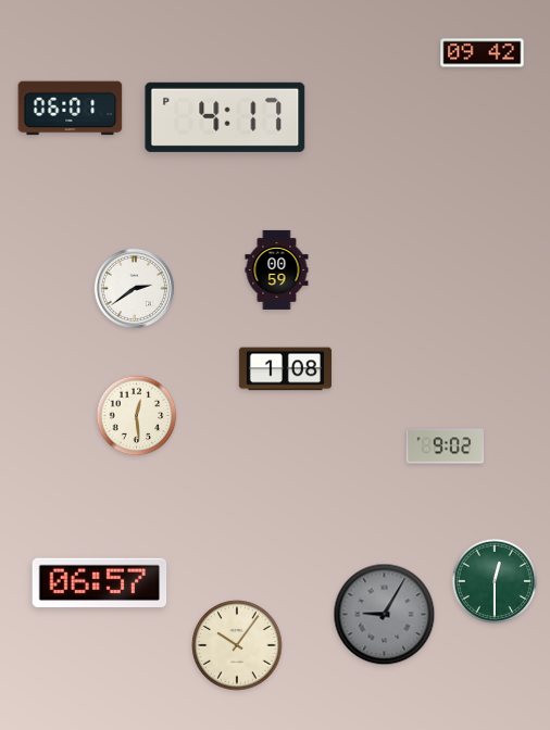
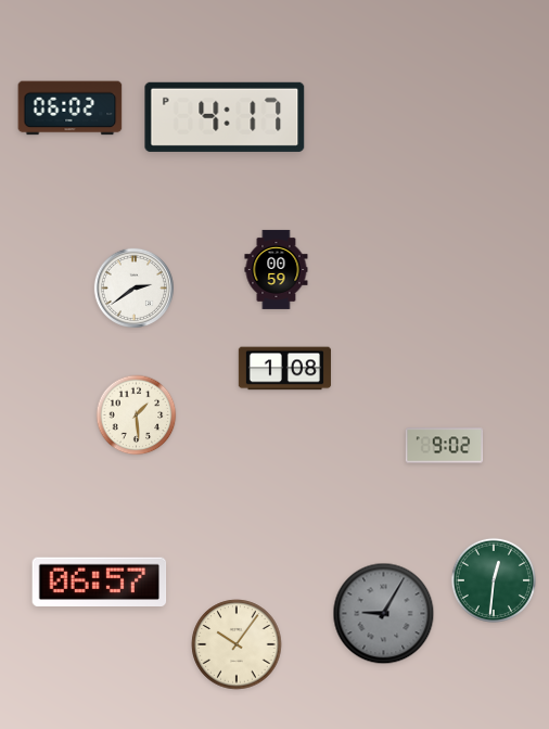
clock at (483, 53): 09:42 -> none
clock at (71, 109): 06:01 -> 06:02
clock at (137, 416): 12:29 -> 1:29
clock at (495, 581): 12:30 -> 12:31
